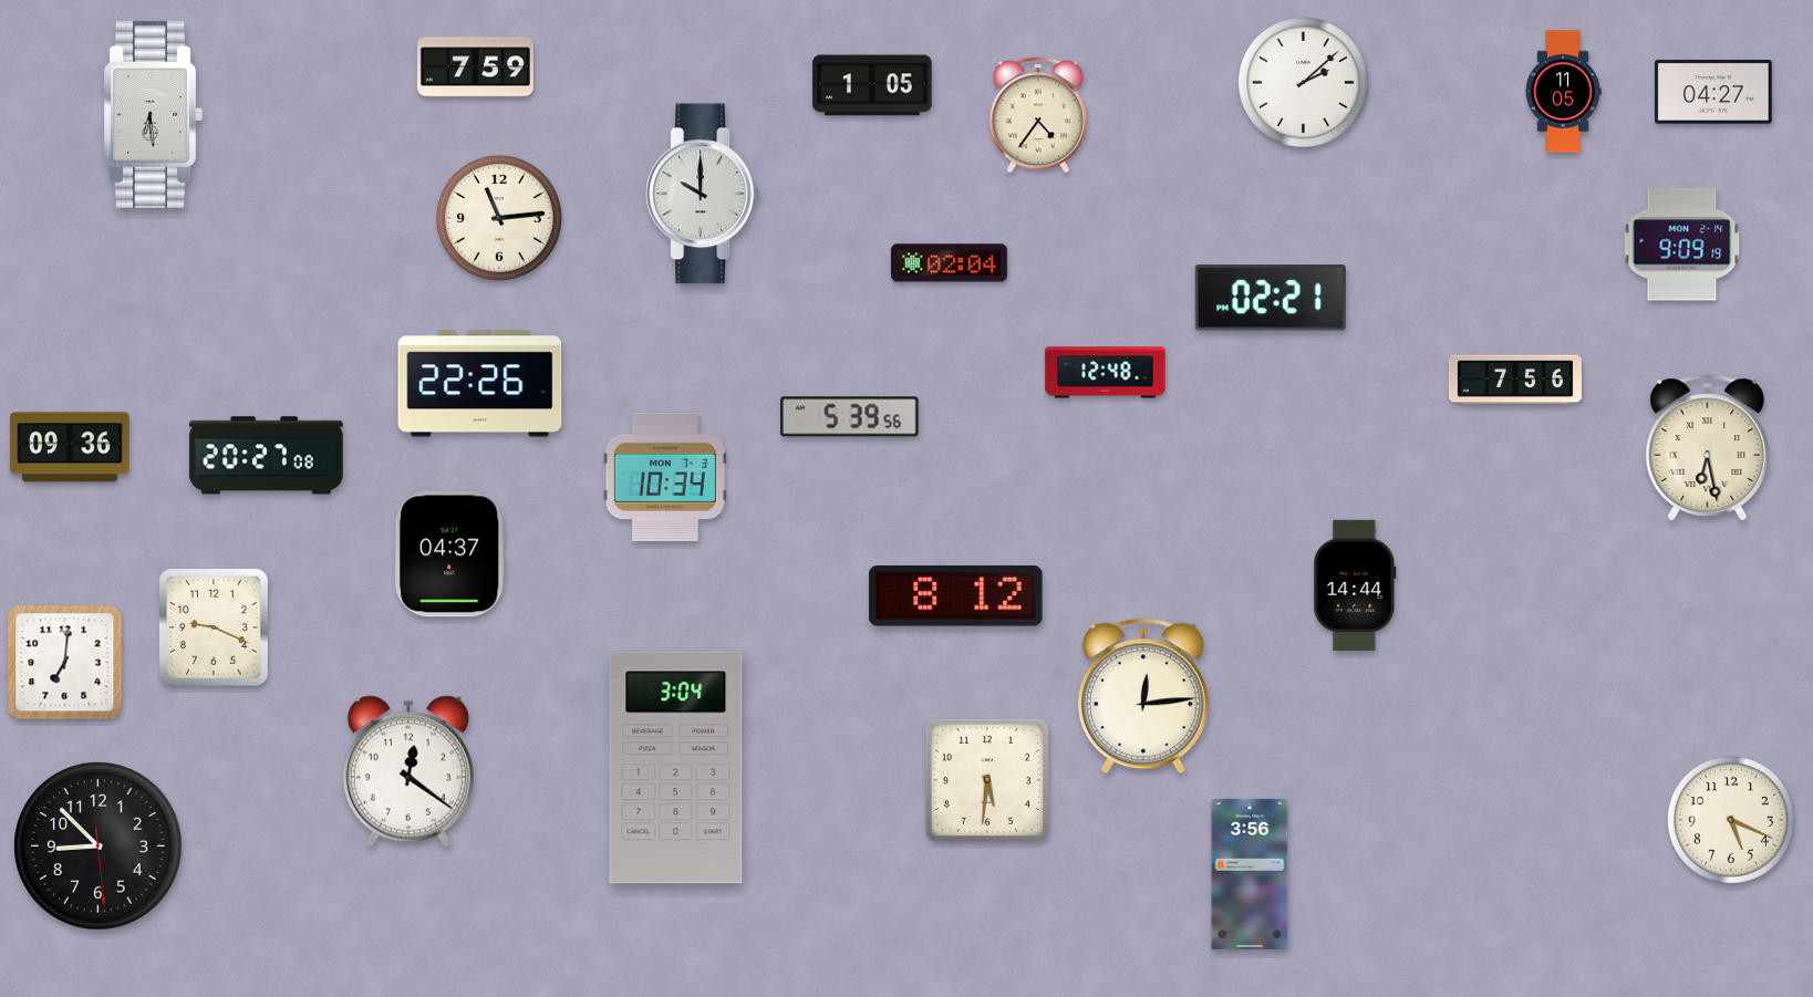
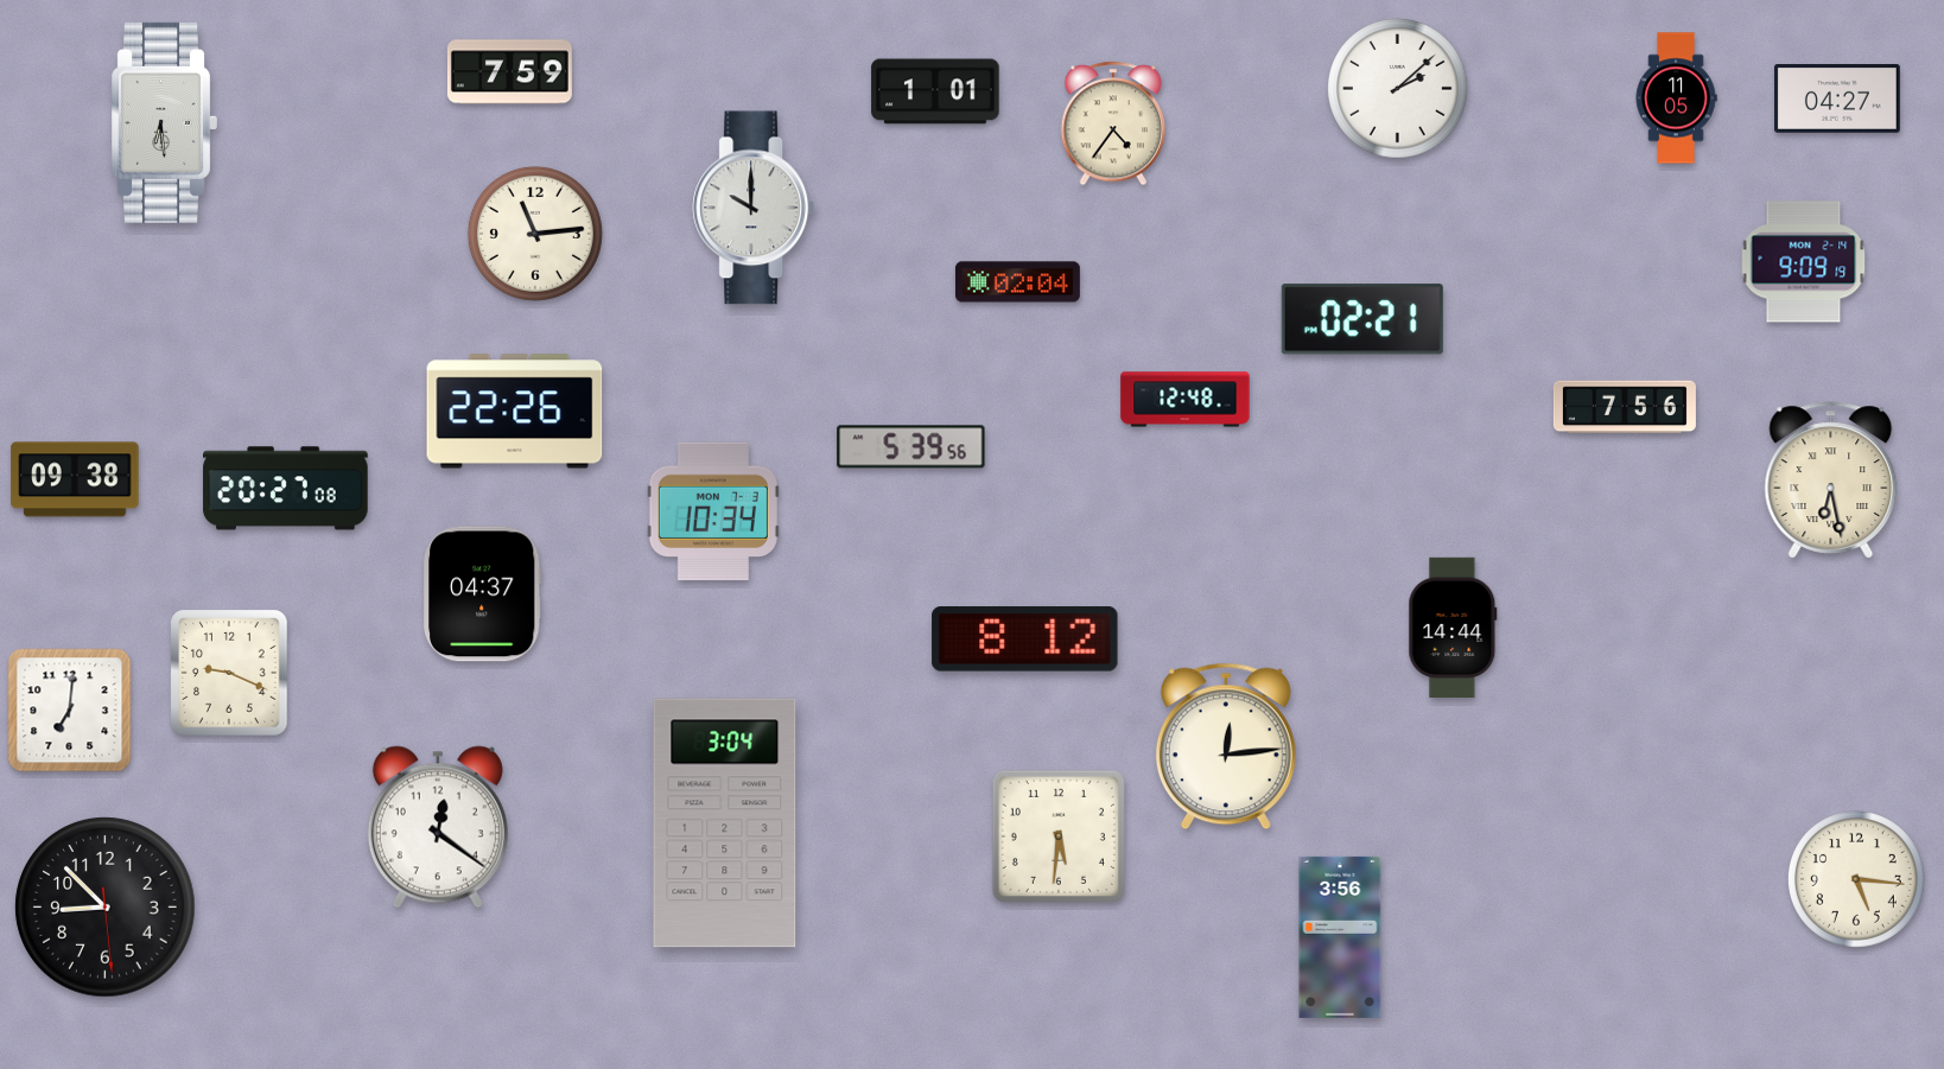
clock at (872, 85): 1:05 -> 1:01
clock at (70, 447): 09:36 -> 09:38
clock at (1731, 820): 5:19 -> 5:16
